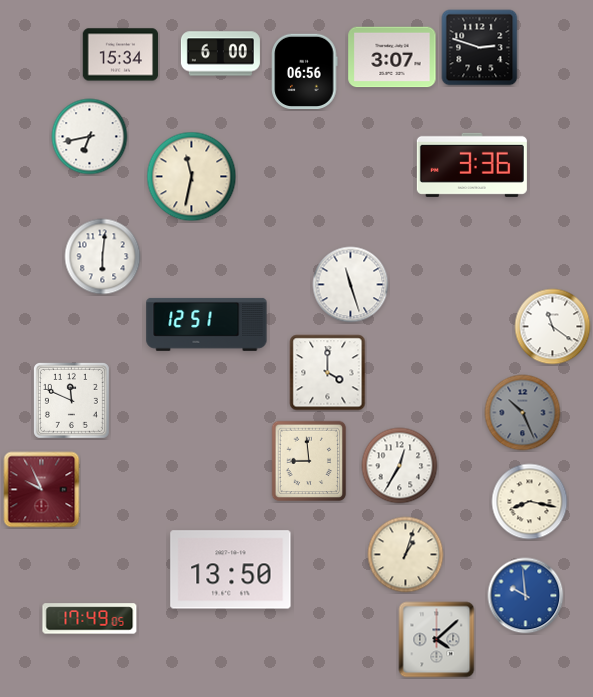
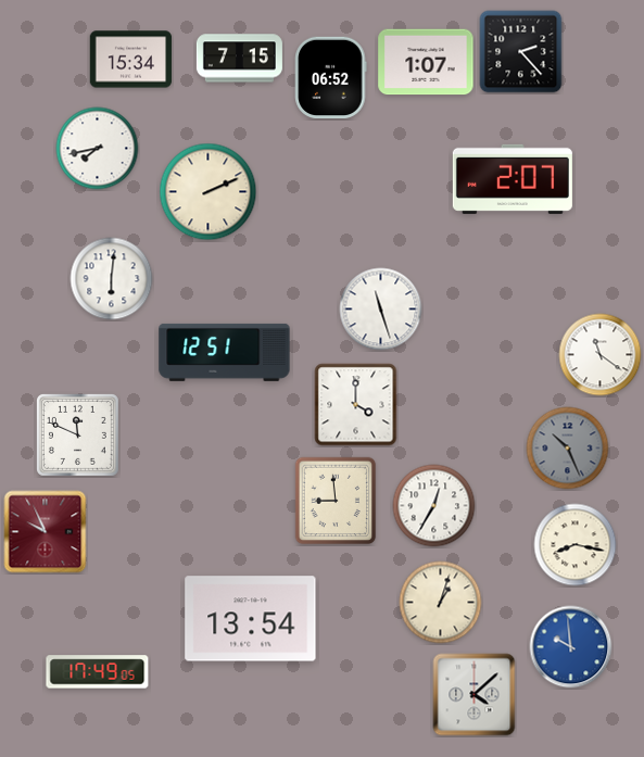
clock at (480, 48): 2:48 -> 2:23
clock at (220, 54): 6:00 -> 7:15
clock at (392, 57): 3:07 -> 1:07
clock at (305, 72): 06:56 -> 06:52
clock at (90, 137): 6:43 -> 7:43
clock at (472, 165): 3:36 -> 2:07
clock at (192, 177): 11:32 -> 2:11
clock at (231, 570): 13:50 -> 13:54
